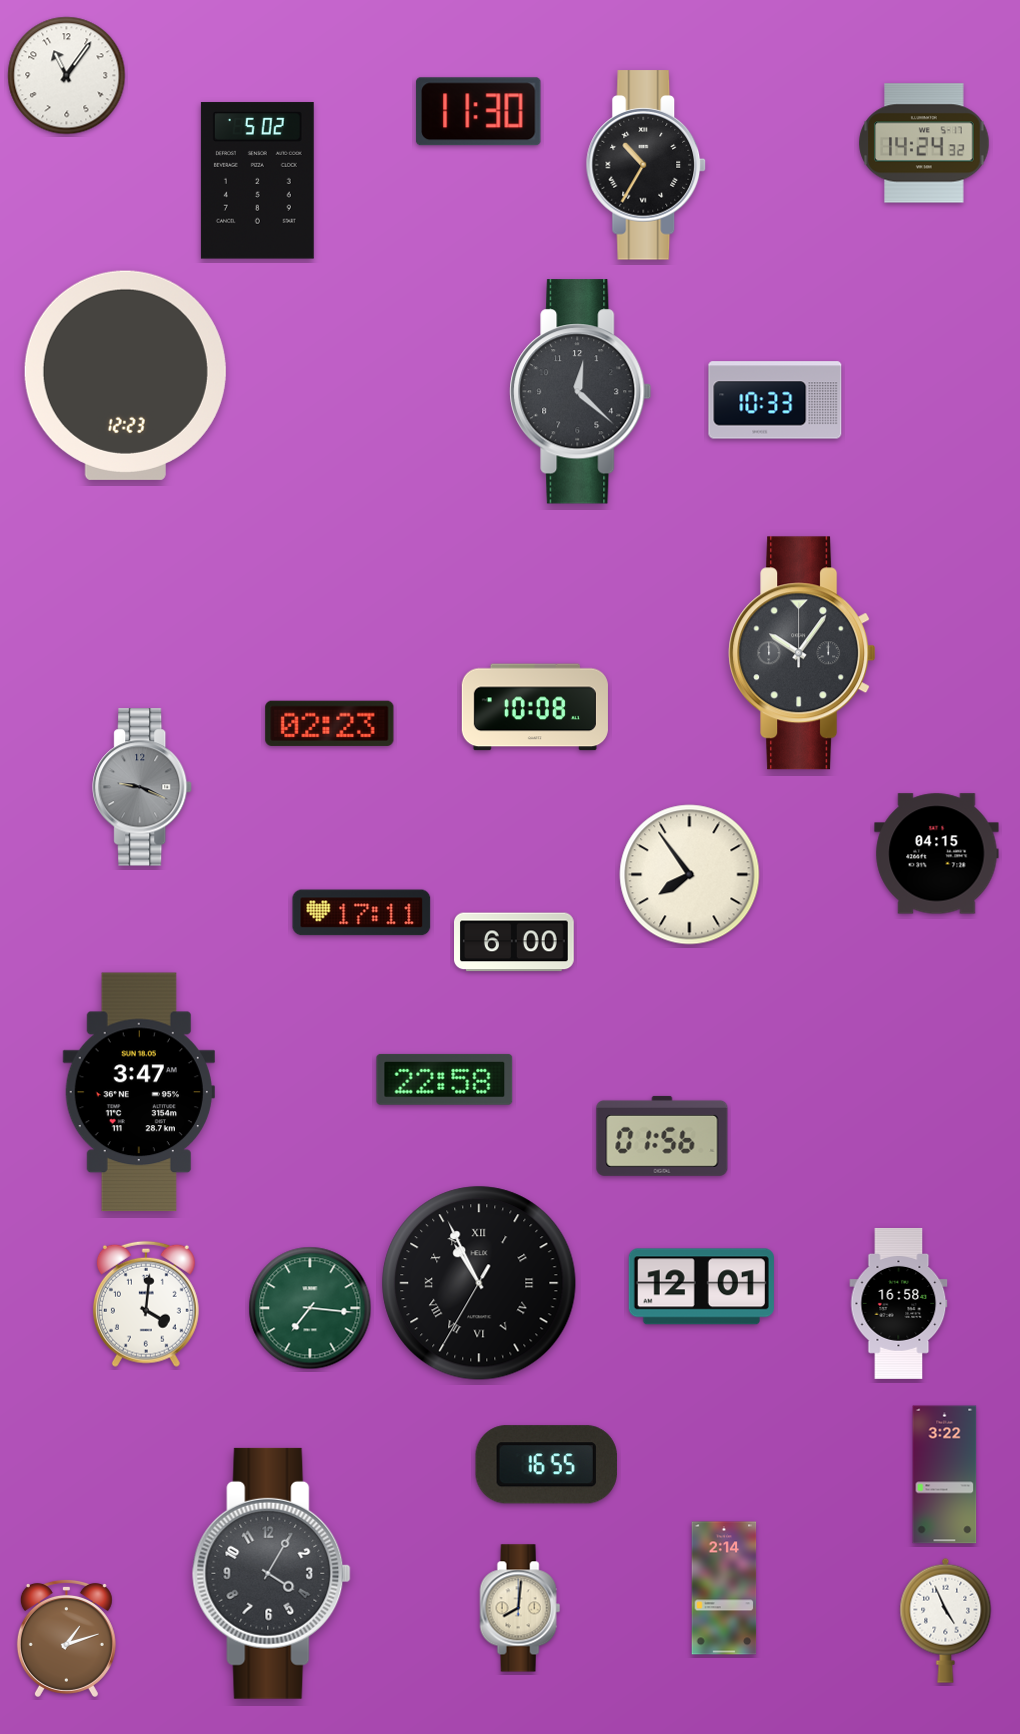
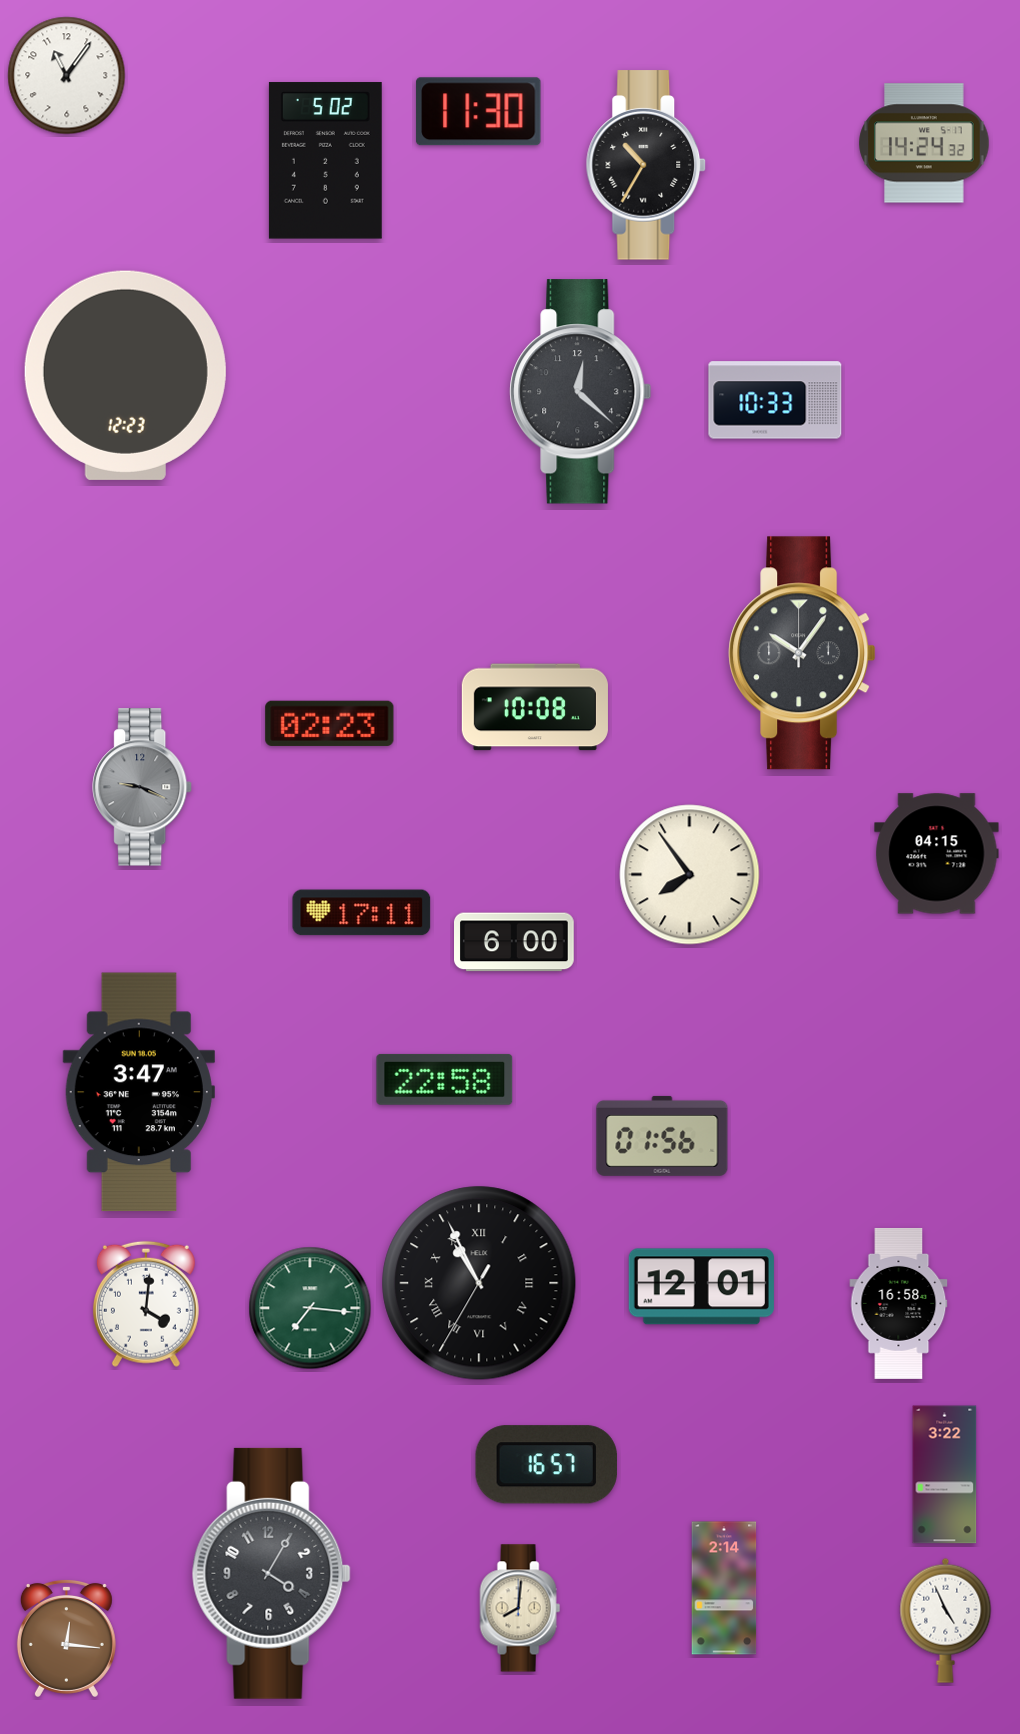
clock at (257, 181) position: (257, 181) -> (325, 161)
clock at (546, 1465): 16:55 -> 16:57
clock at (66, 1638): 1:12 -> 12:16
